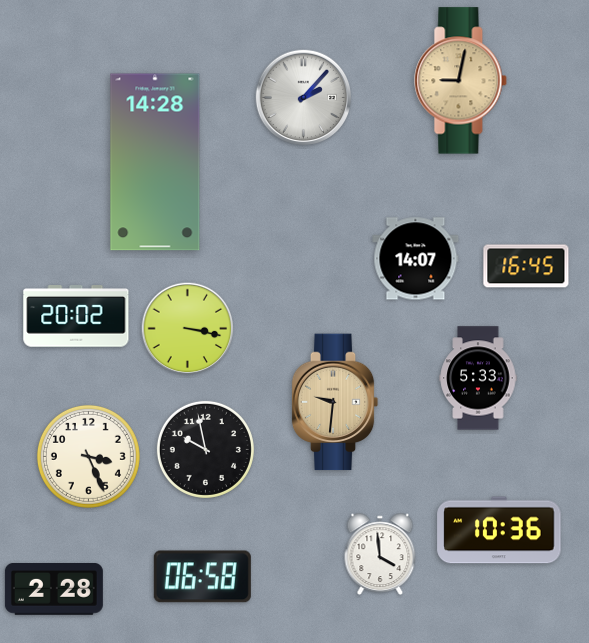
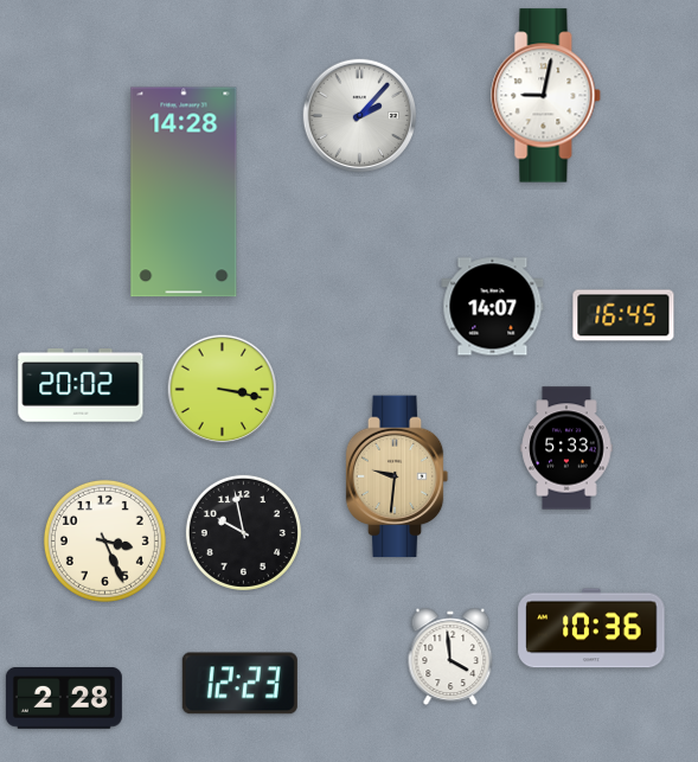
clock at (461, 81) dial: champagne -> white
clock at (76, 316) position: (76, 316) -> (81, 385)
clock at (202, 577): 06:58 -> 12:23
